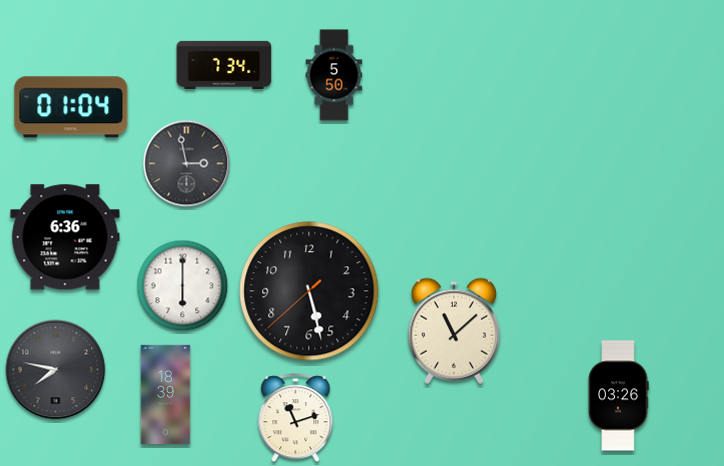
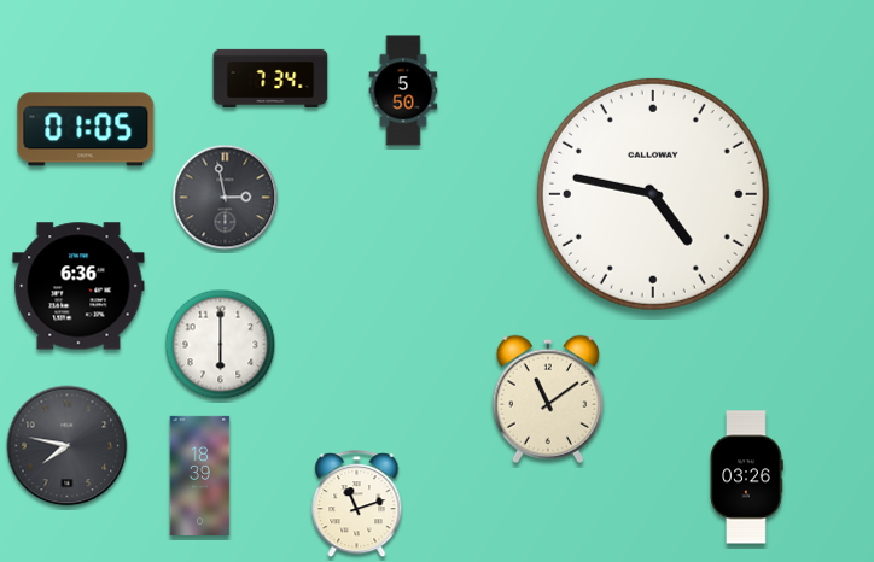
clock at (71, 107): 01:04 -> 01:05
clock at (653, 194): none -> 4:47
clock at (309, 291): 5:27 -> none
clock at (454, 331): 11:08 -> 11:09
